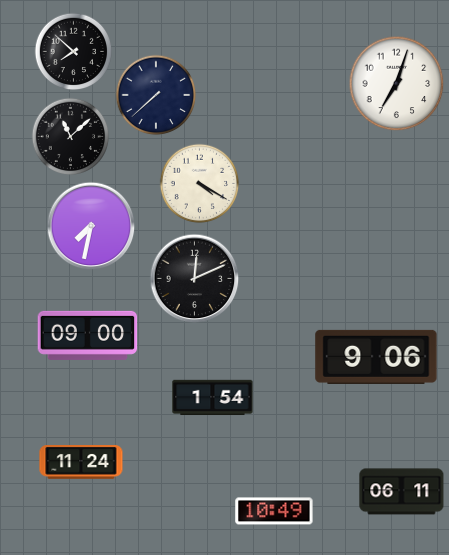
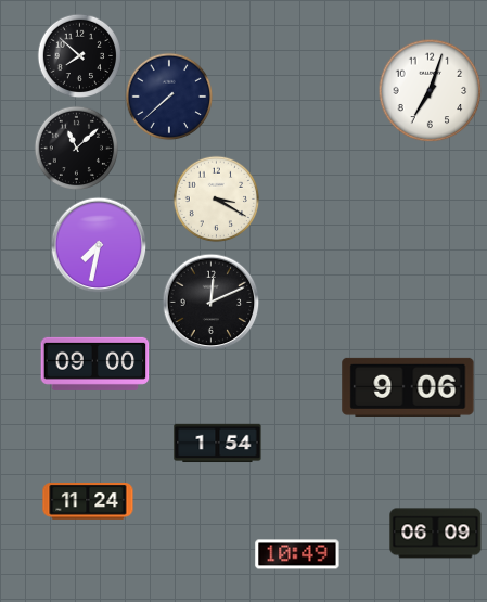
clock at (156, 95) position: (156, 95) -> (169, 97)
clock at (199, 183): 4:20 -> 3:20
clock at (213, 398) position: (213, 398) -> (218, 444)
clock at (402, 492): 06:11 -> 06:09
